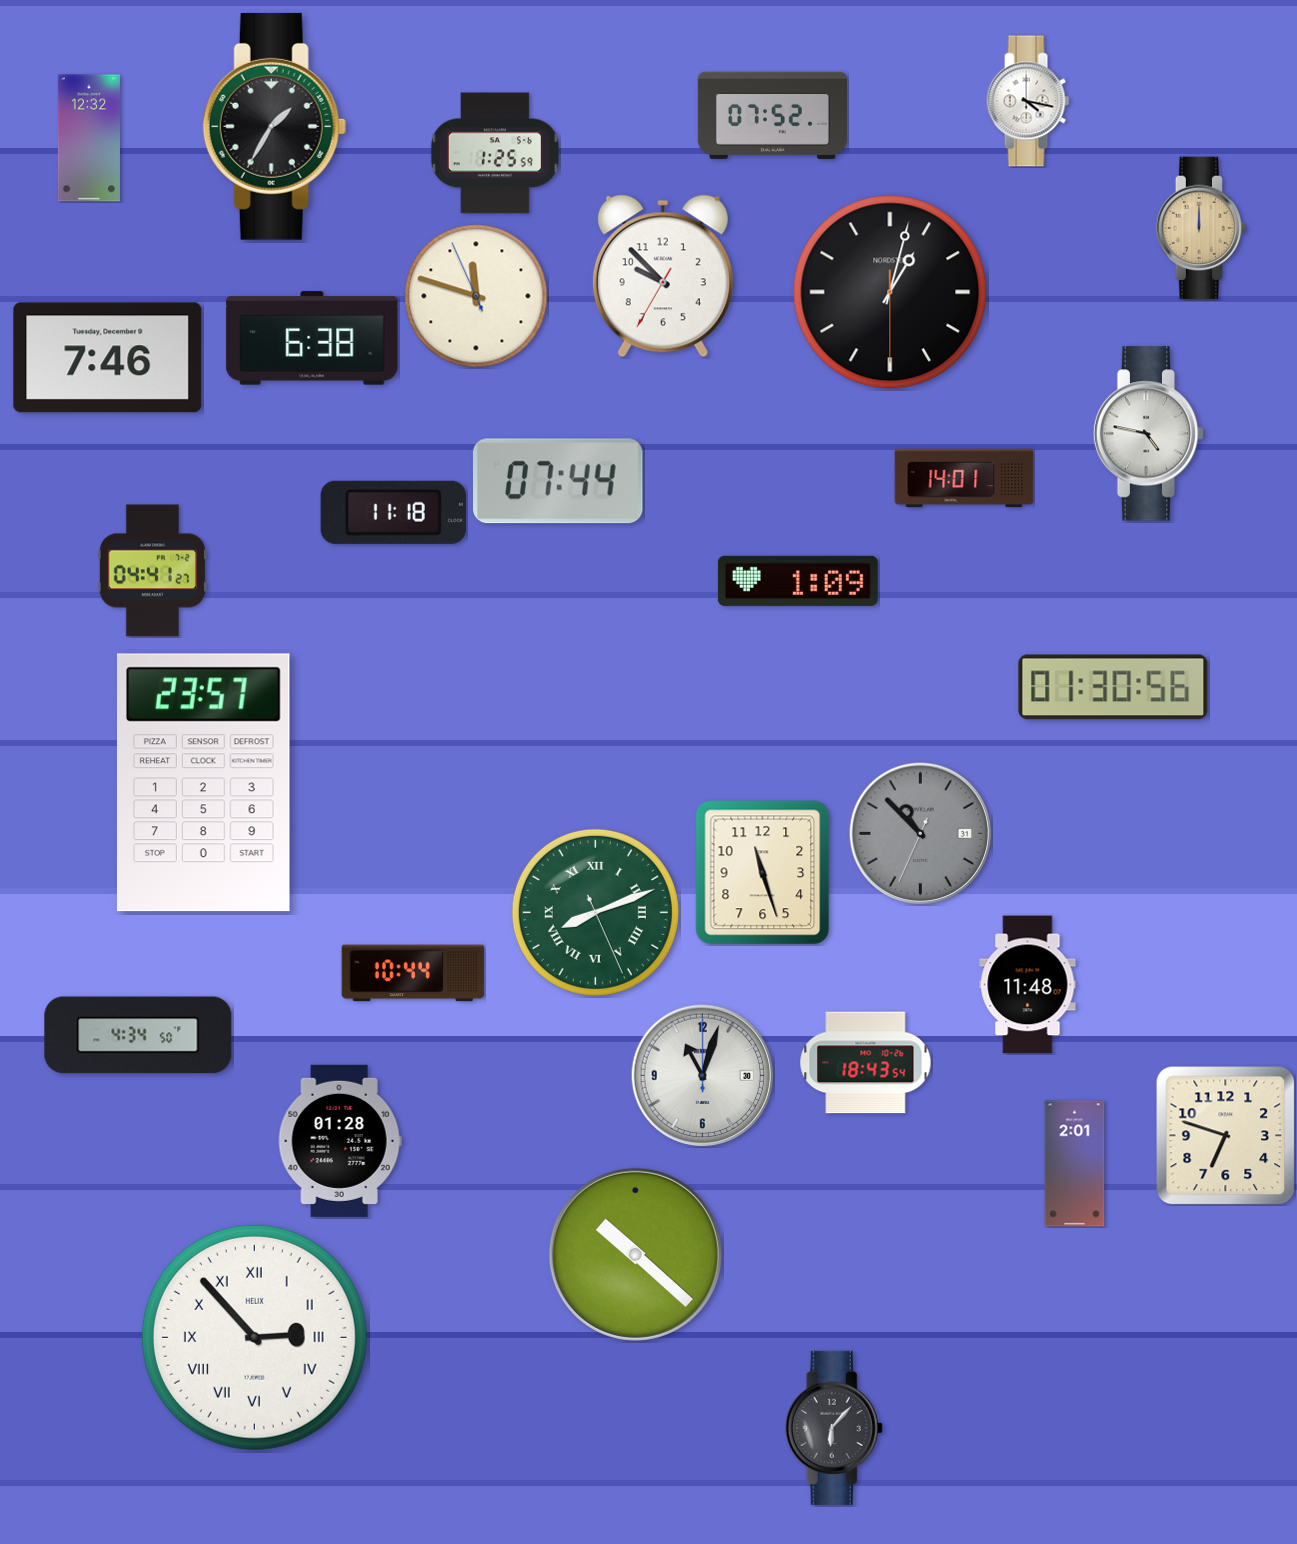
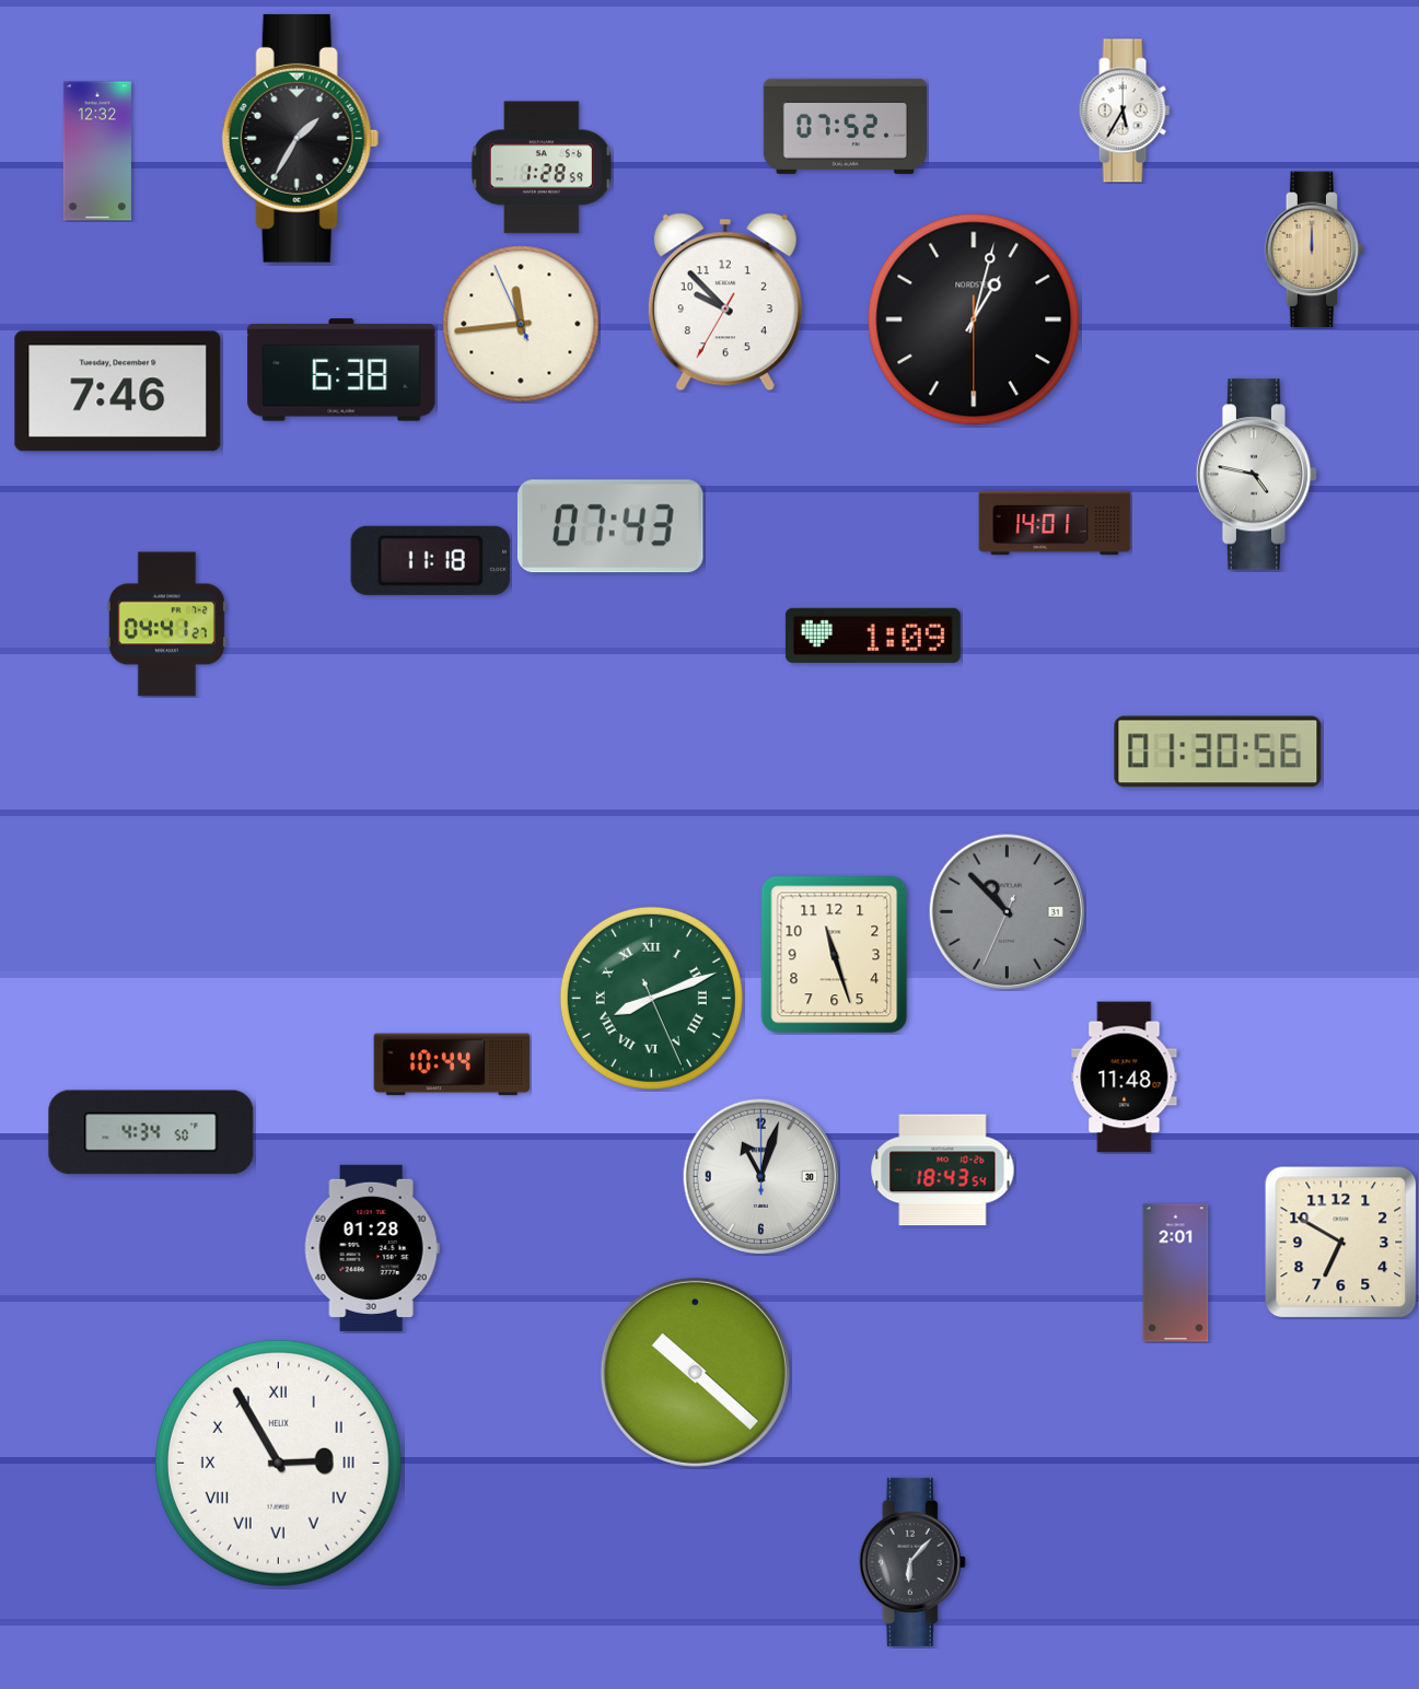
clock at (1028, 101): 4:17 -> 5:35
clock at (495, 153): 1:25 -> 1:28
clock at (476, 296): 11:47 -> 11:43
clock at (558, 481): 07:44 -> 07:43
clock at (203, 783): 23:57 -> none
clock at (866, 1063) position: (866, 1063) -> (943, 1170)
clock at (702, 1075) position: (702, 1075) -> (760, 1176)
clock at (1226, 1136): 6:48 -> 6:50
clock at (254, 1337): 2:53 -> 2:55
